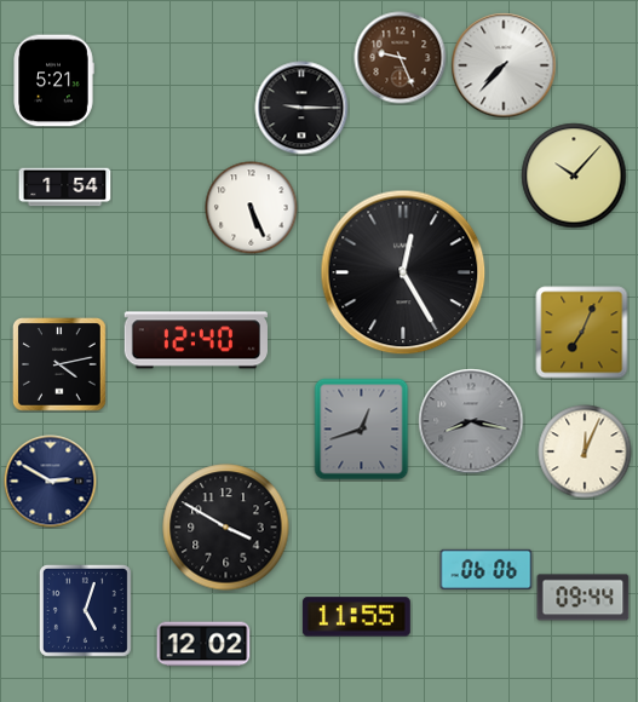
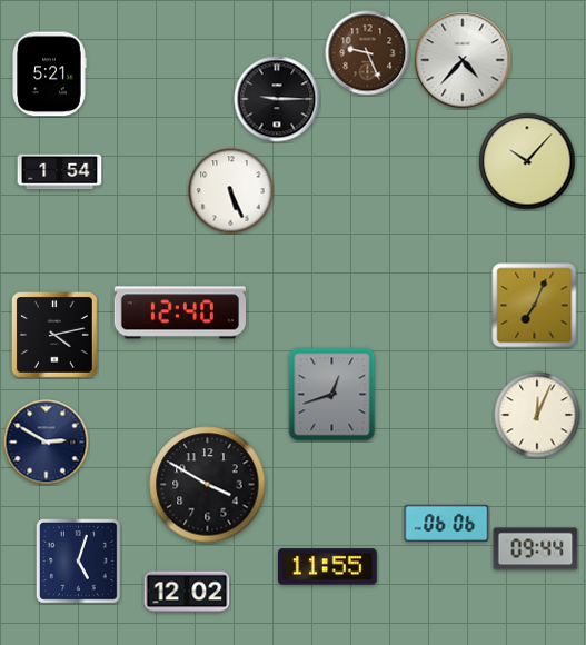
clock at (504, 65): 7:37 -> 4:37
clock at (403, 272): 12:25 -> none
clock at (471, 421): 8:17 -> none
